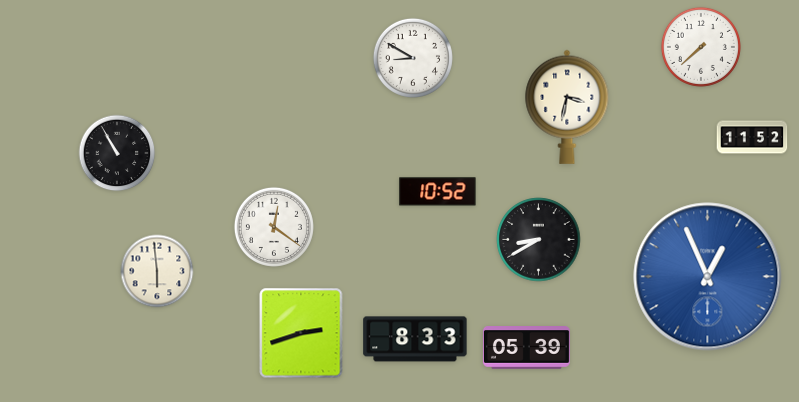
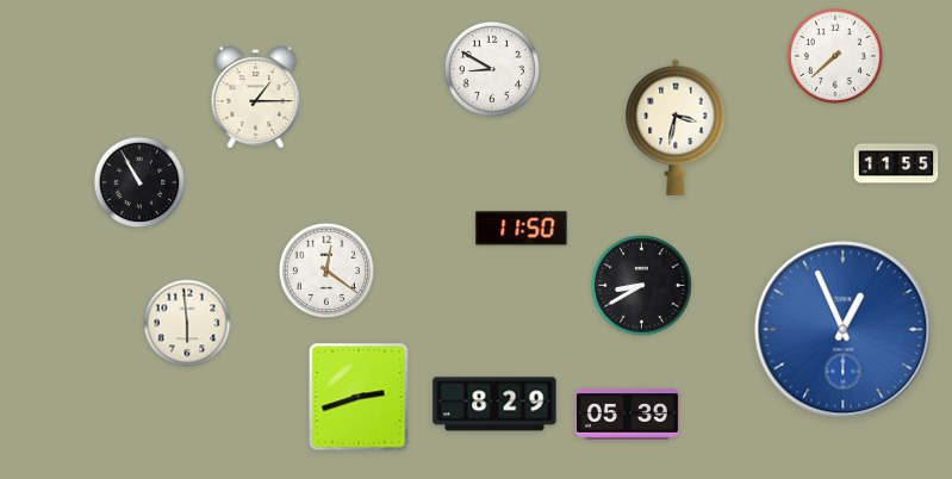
clock at (256, 98): none -> 1:15
clock at (752, 137): 11:52 -> 11:55
clock at (438, 192): 10:52 -> 11:50
clock at (415, 339): 8:33 -> 8:29
